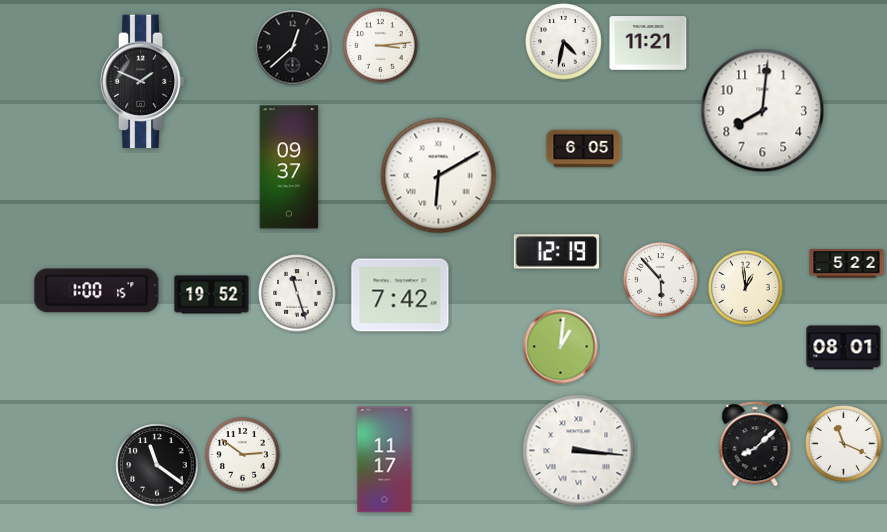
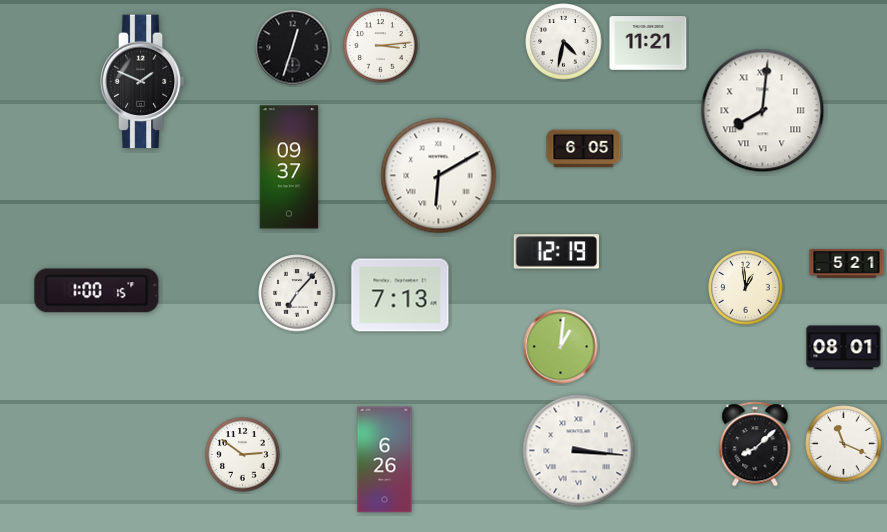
clock at (293, 48): 12:38 -> 12:33
clock at (763, 111) numerals: Arabic -> Roman
clock at (847, 264): 5:22 -> 5:21
clock at (661, 280): 5:53 -> none
clock at (297, 293): 11:27 -> 7:07
clock at (212, 295): 19:52 -> none
clock at (400, 295): 7:42 -> 7:13
clock at (385, 460): 11:17 -> 6:26
clock at (157, 465): 11:21 -> none
